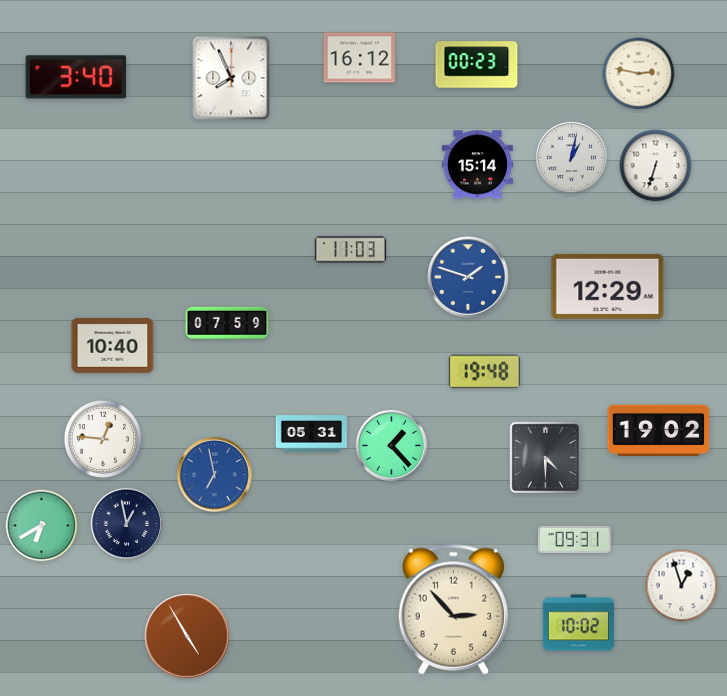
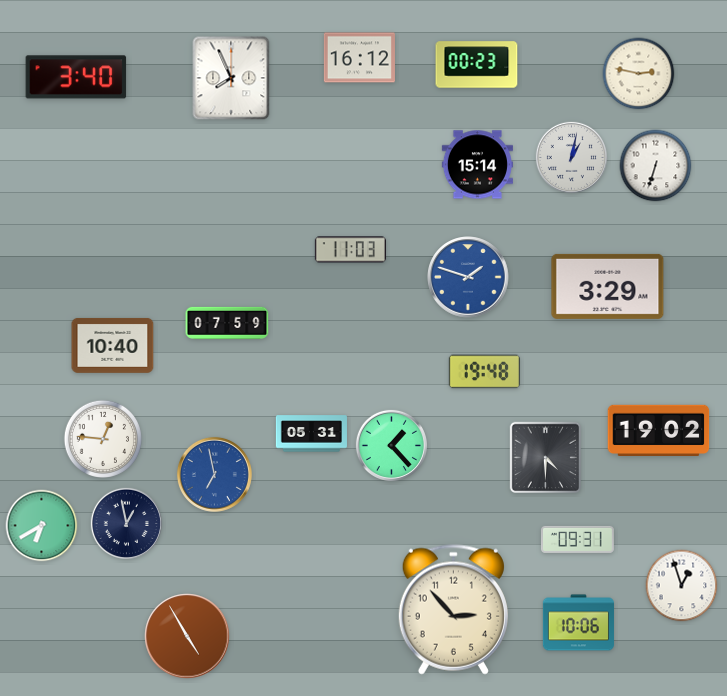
clock at (608, 286): 12:29 -> 3:29
clock at (574, 539) position: (574, 539) -> (577, 539)
clock at (578, 623): 10:02 -> 10:06
